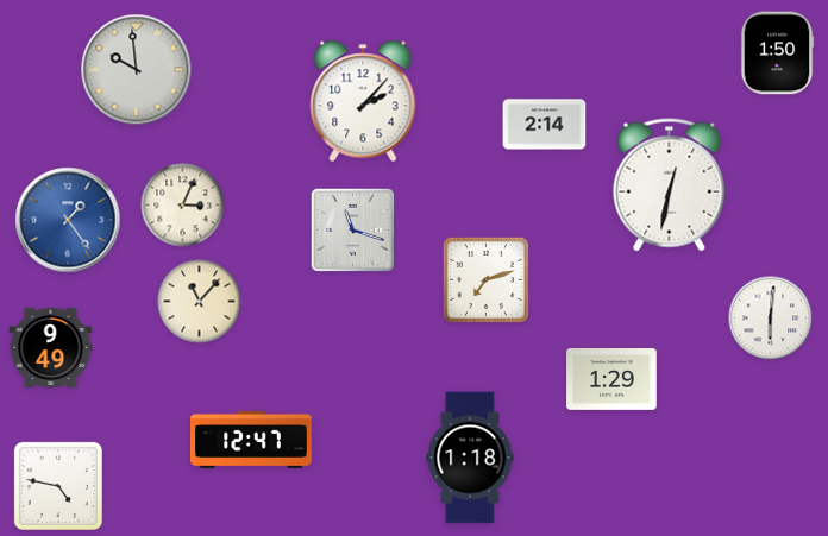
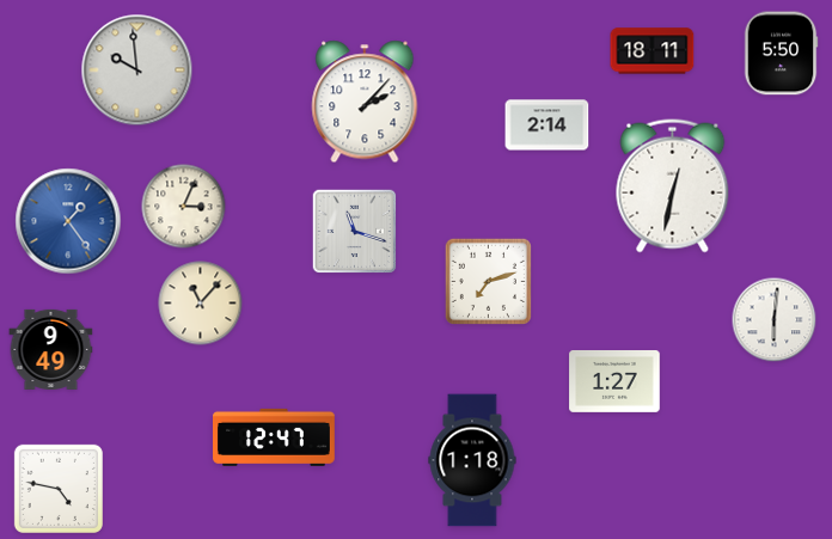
clock at (653, 51): none -> 18:11
clock at (777, 53): 1:50 -> 5:50
clock at (611, 380): 1:29 -> 1:27
clock at (252, 440) position: (252, 440) -> (275, 437)
